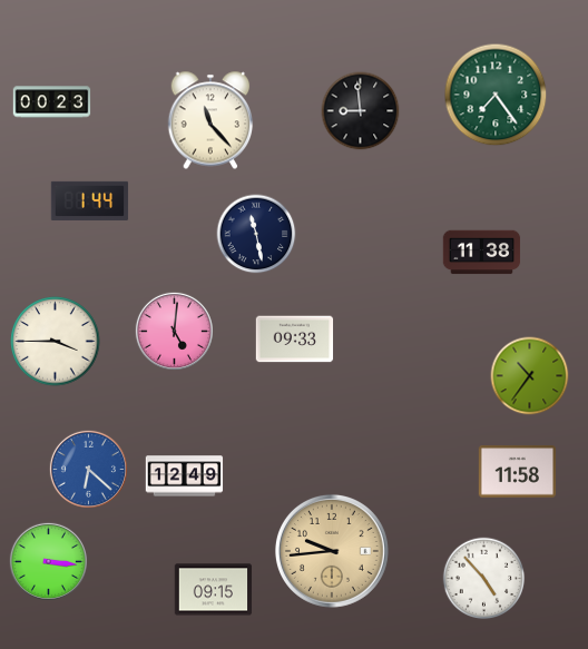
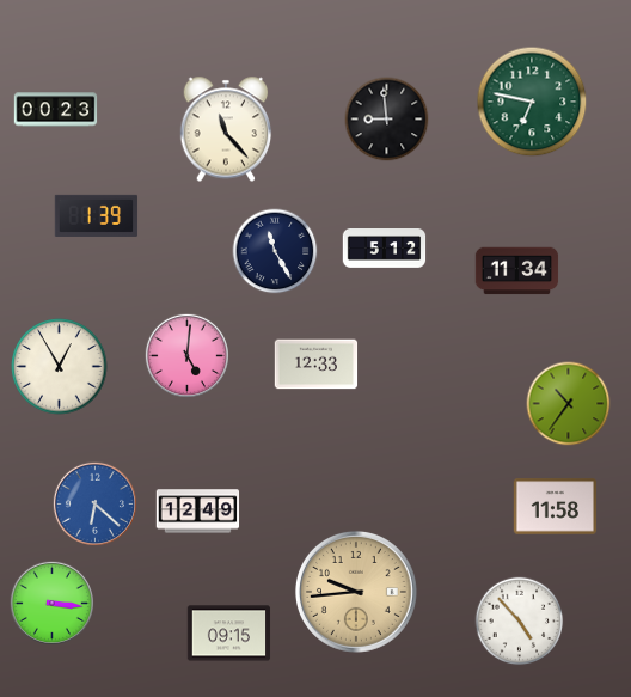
clock at (496, 95): 7:24 -> 6:47
clock at (90, 200): 1:44 -> 1:39
clock at (385, 249): none -> 5:12
clock at (256, 234): 11:28 -> 11:25
clock at (482, 253): 11:38 -> 11:34
clock at (295, 340): 09:33 -> 12:33
clock at (56, 342): 3:45 -> 12:55
